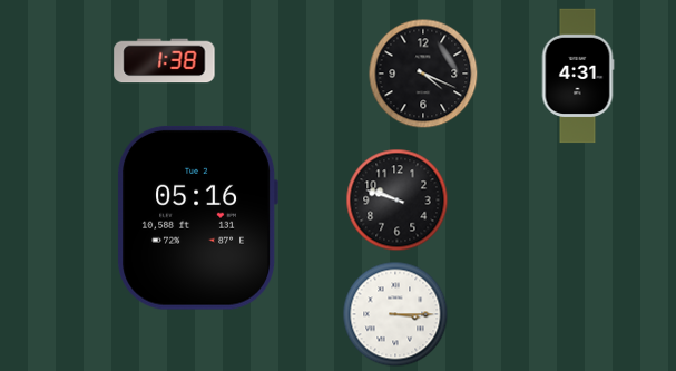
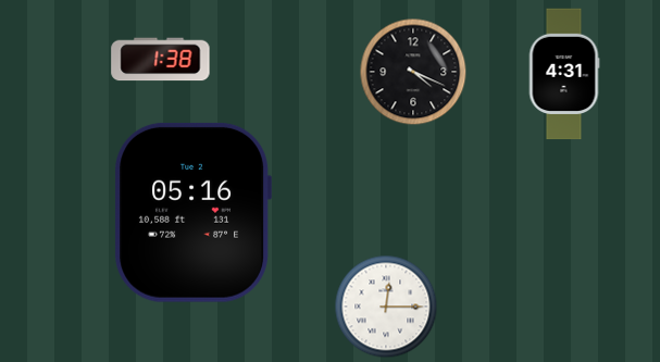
clock at (398, 201): 9:48 -> none
clock at (395, 314): 3:15 -> 12:15
